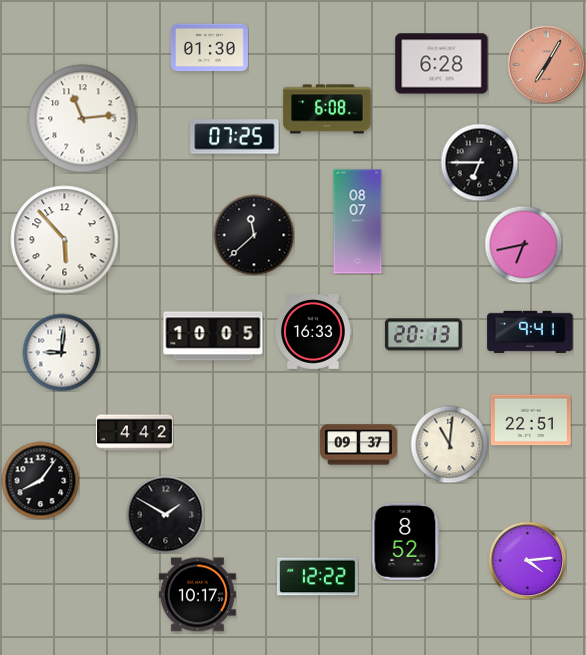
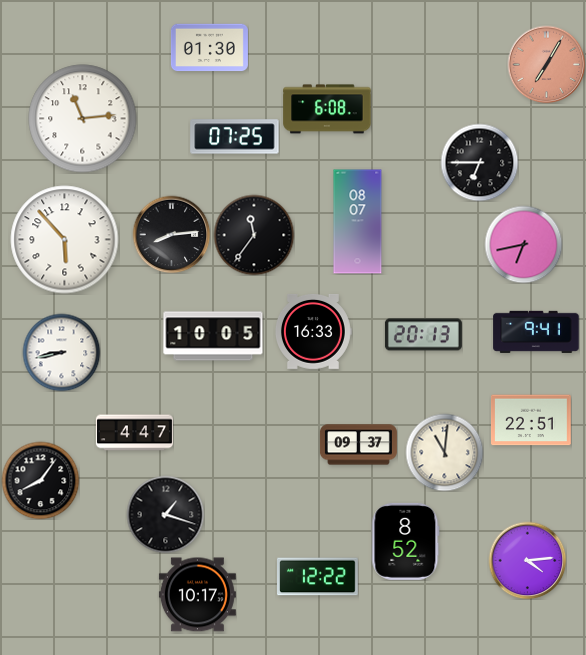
clock at (442, 64): 6:28 -> none
clock at (171, 234): none -> 8:14
clock at (254, 235): 11:38 -> 11:36
clock at (530, 332) position: (530, 332) -> (536, 332)
clock at (61, 352): 9:01 -> 8:43
clock at (134, 433): 4:42 -> 4:47
clock at (449, 444) position: (449, 444) -> (444, 452)
clock at (165, 514): 1:50 -> 1:18
